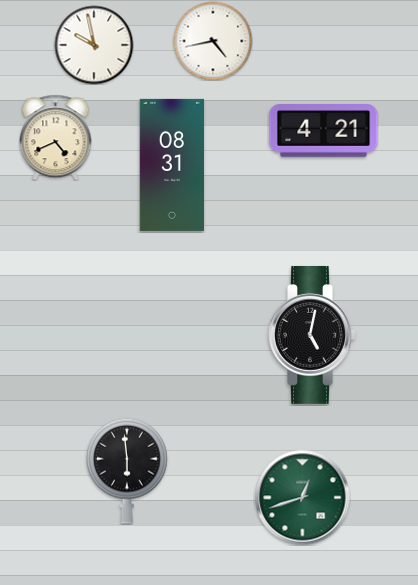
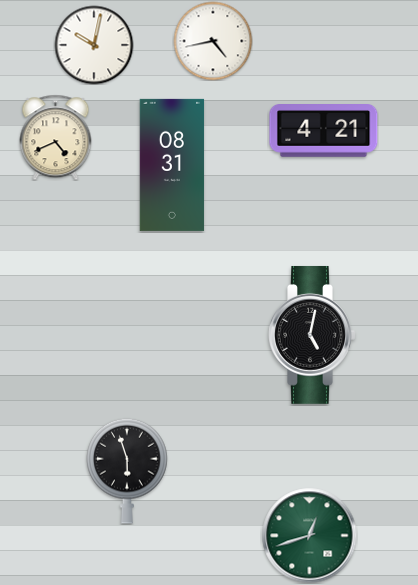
clock at (94, 45): 9:58 -> 10:02
clock at (127, 471): 5:59 -> 5:57
clock at (302, 497) position: (302, 497) -> (309, 535)
